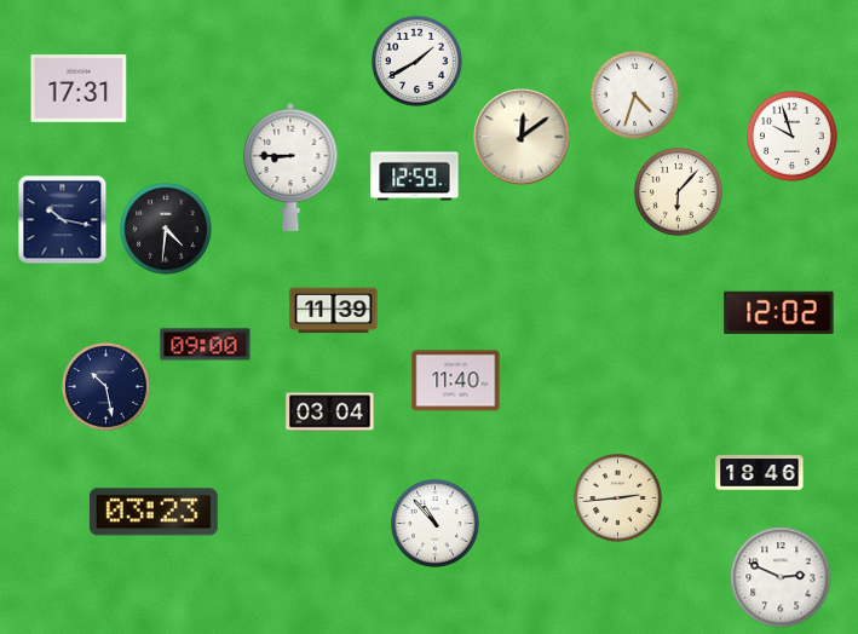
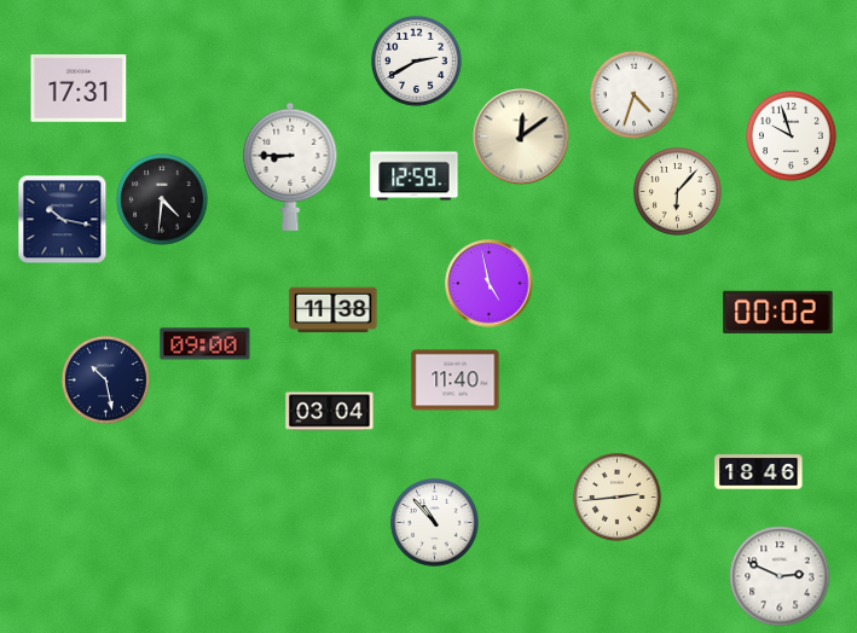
clock at (418, 62): 1:40 -> 2:40
clock at (166, 229) position: (166, 229) -> (162, 199)
clock at (490, 284): none -> 4:58
clock at (334, 311): 11:39 -> 11:38
clock at (779, 313): 12:02 -> 00:02
clock at (105, 386) position: (105, 386) -> (105, 379)
clock at (154, 512): 03:23 -> none
